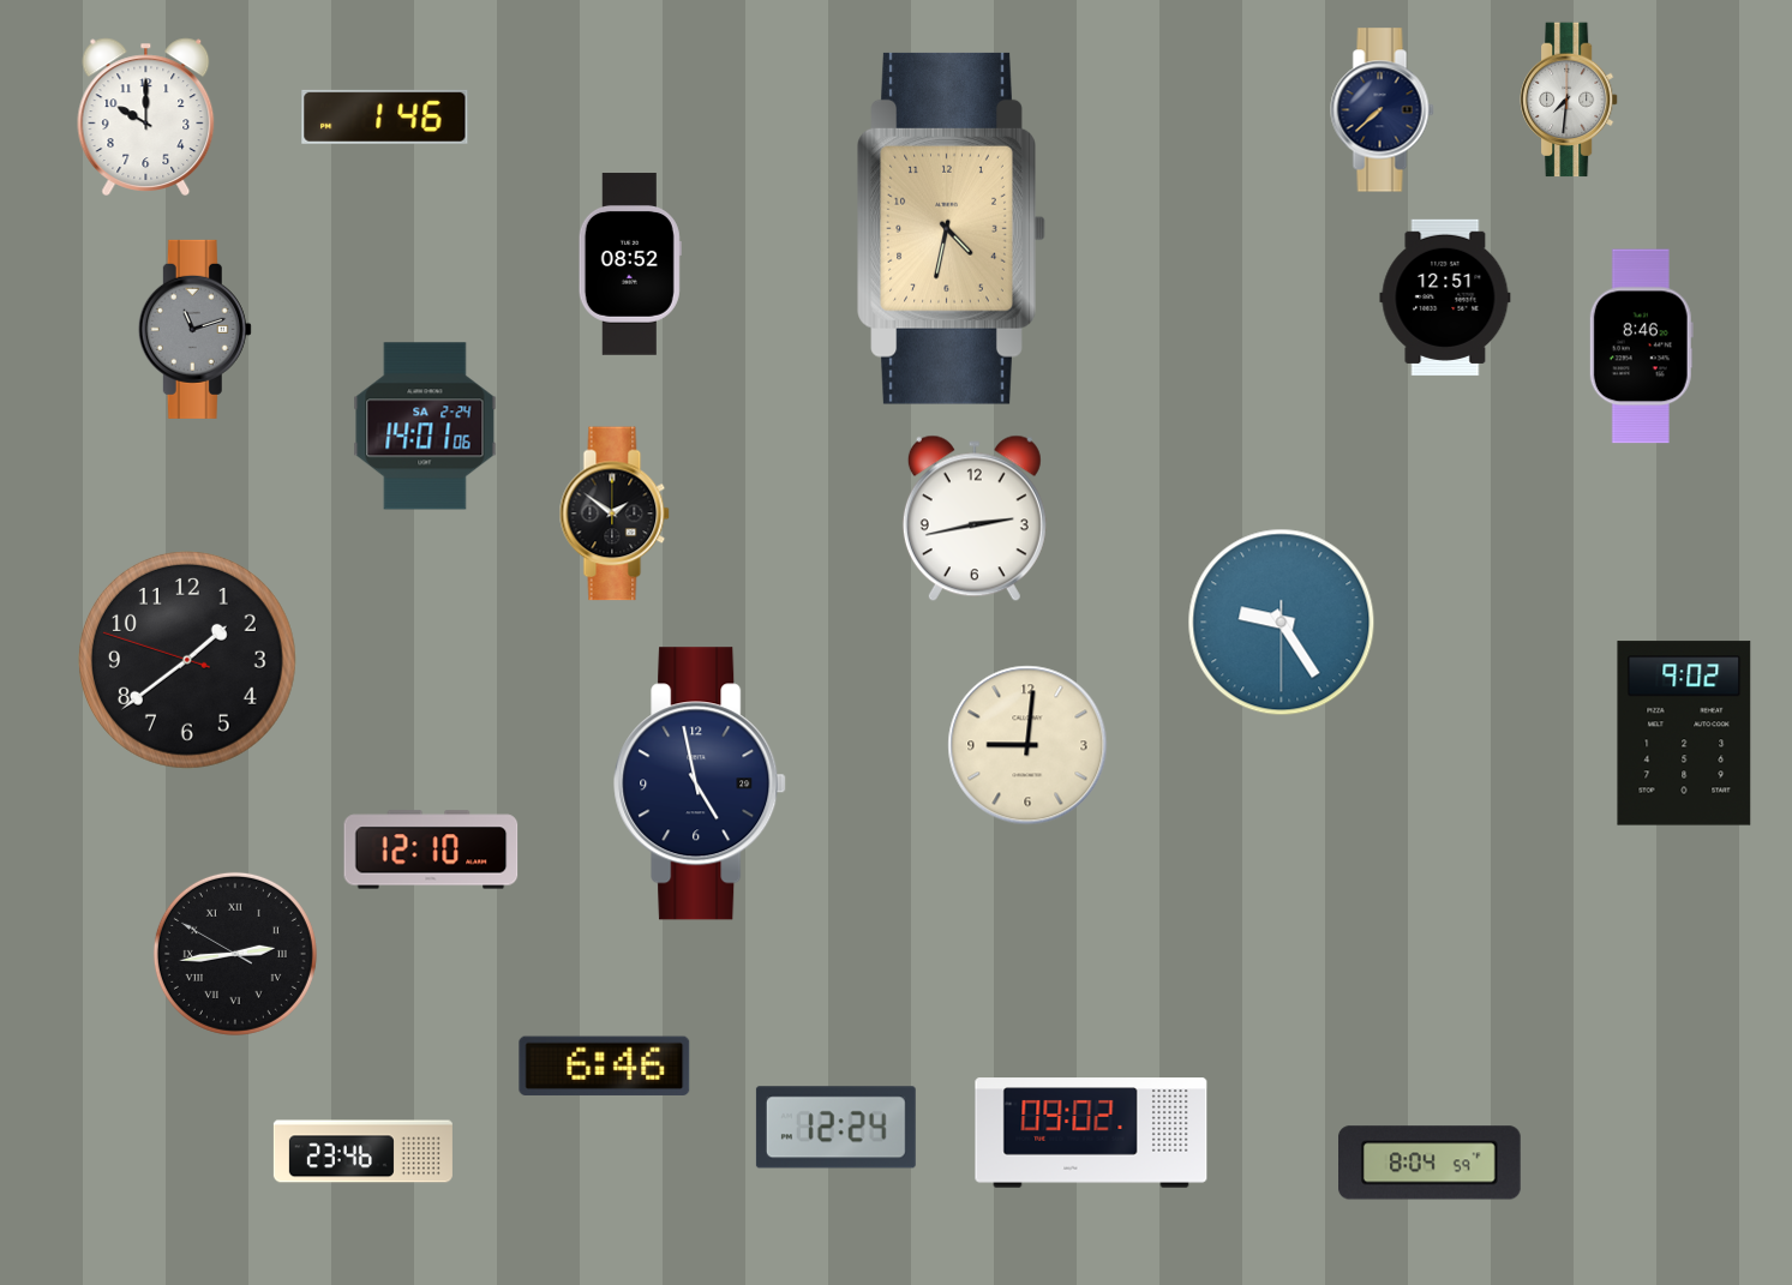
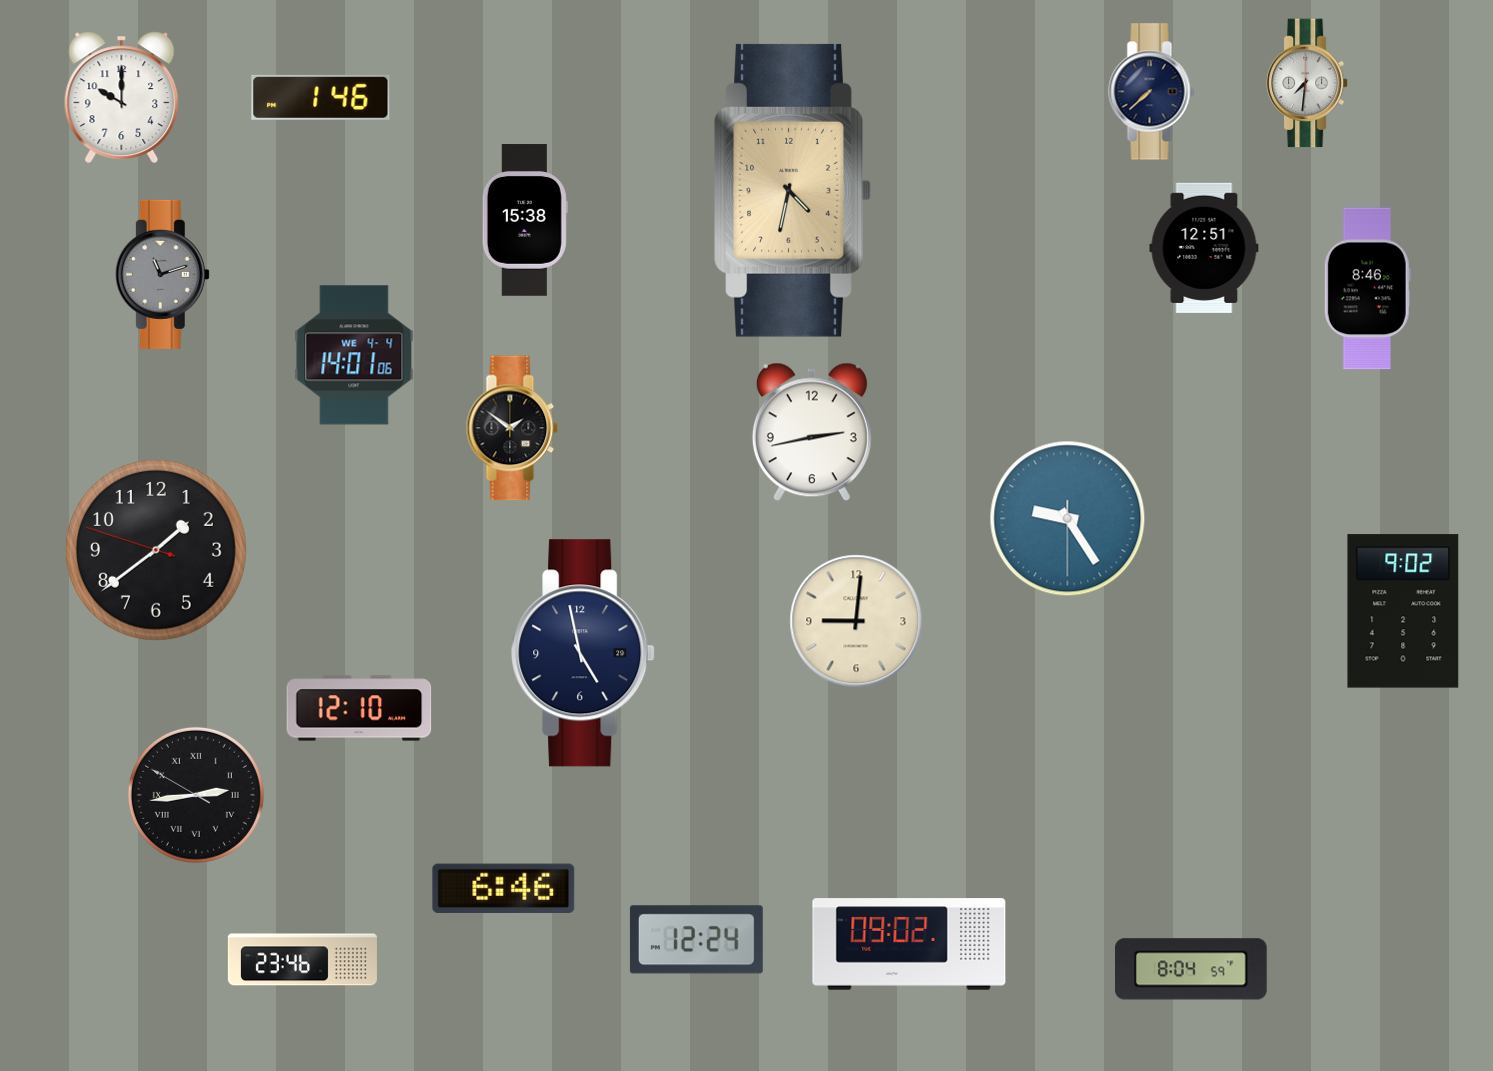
clock at (630, 264): 08:52 -> 15:38
clock at (425, 426) date: SA 2-24 -> WE 4-4
